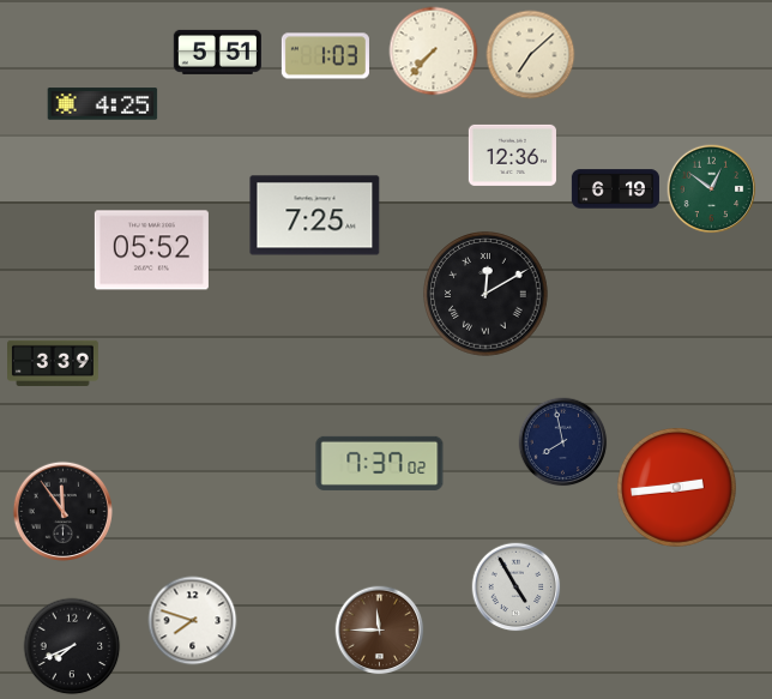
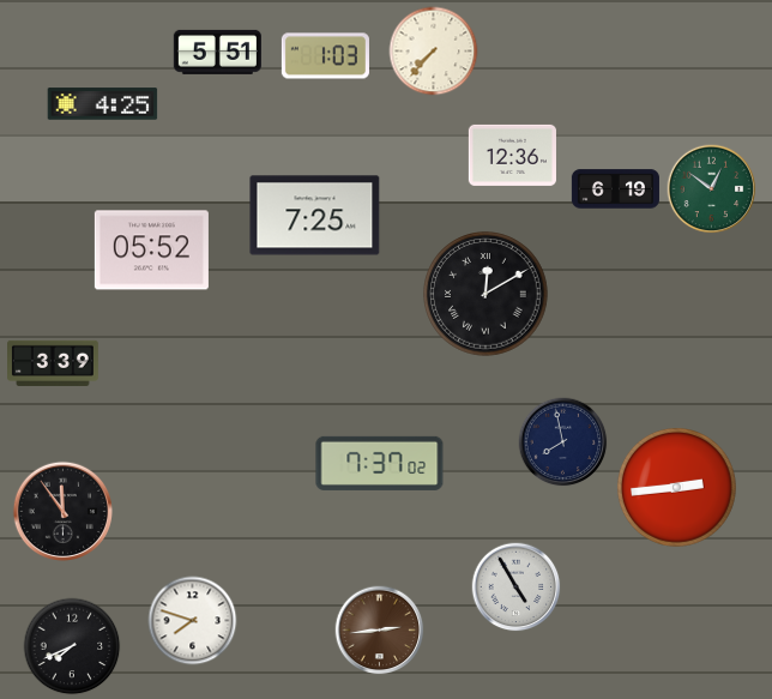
clock at (531, 55): 7:08 -> none
clock at (380, 631): 11:45 -> 2:44
